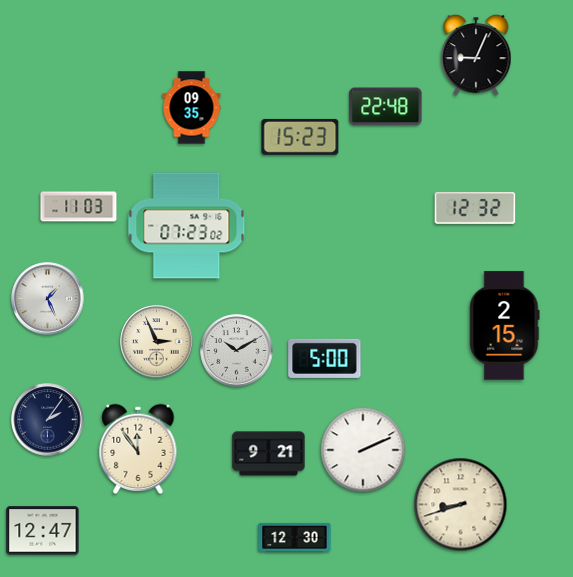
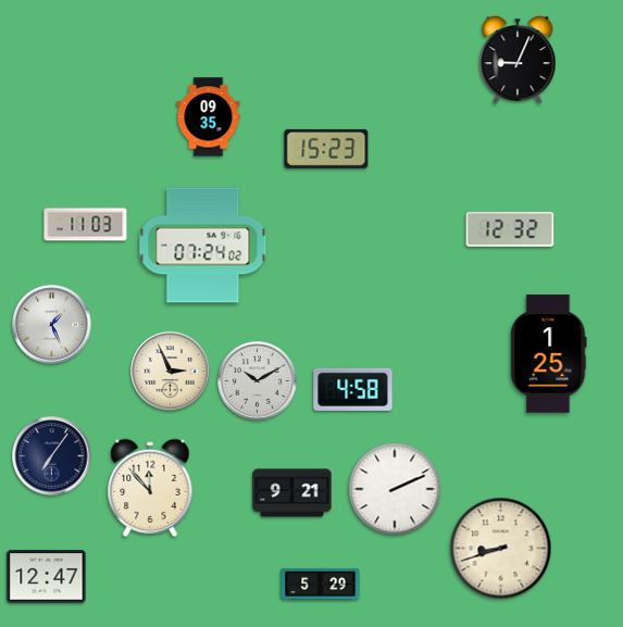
clock at (386, 107): 22:48 -> none
clock at (475, 208) position: (475, 208) -> (510, 229)
clock at (187, 226): 07:23 -> 07:24
clock at (505, 326): 2:15 -> 1:25
clock at (325, 358): 5:00 -> 4:58
clock at (48, 420): 2:06 -> 7:06
clock at (138, 449): 11:54 -> 11:53
clock at (295, 537): 12:30 -> 5:29
